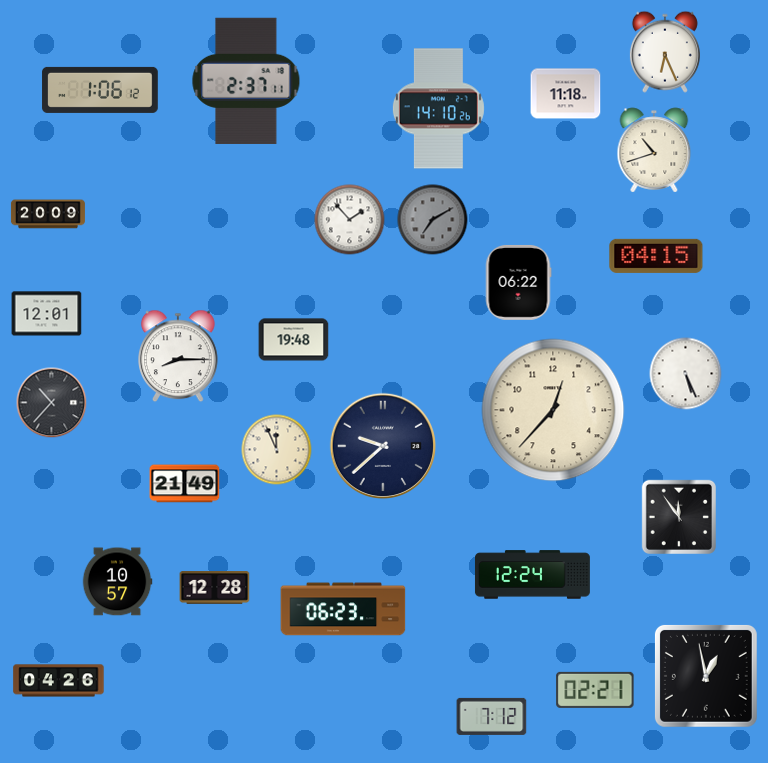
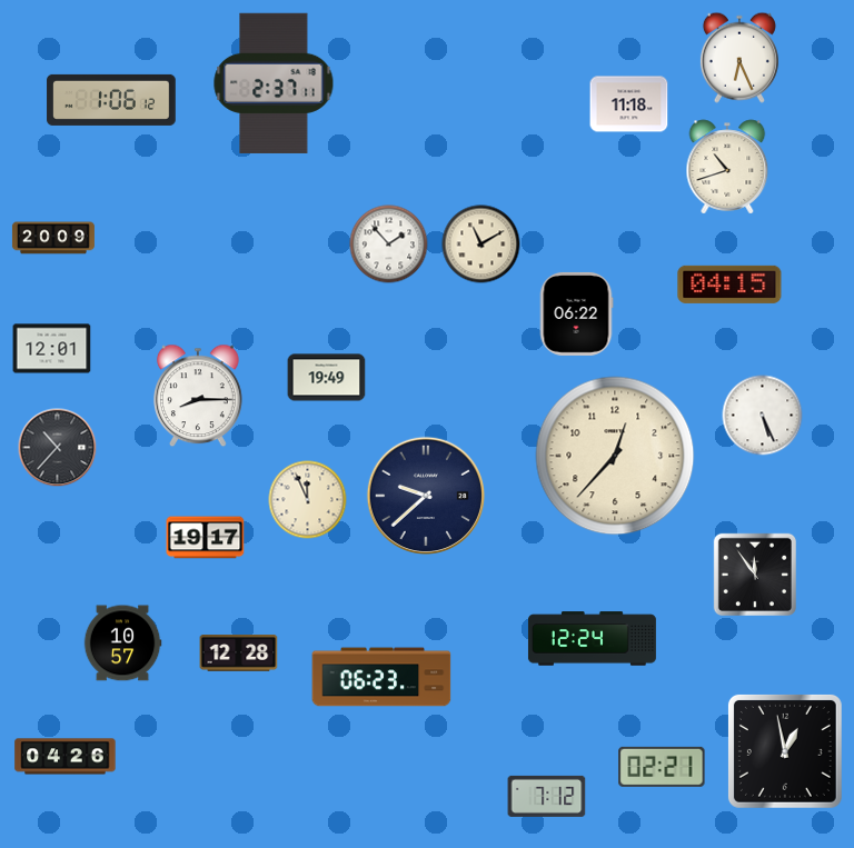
clock at (246, 81) position: (246, 81) -> (274, 83)
clock at (438, 109): 14:10 -> none
clock at (433, 220): 7:10 -> 11:10
clock at (433, 220) dial: grey -> cream
clock at (294, 340): 19:48 -> 19:49
clock at (185, 484): 21:49 -> 19:17
clock at (117, 582) position: (117, 582) -> (122, 644)
